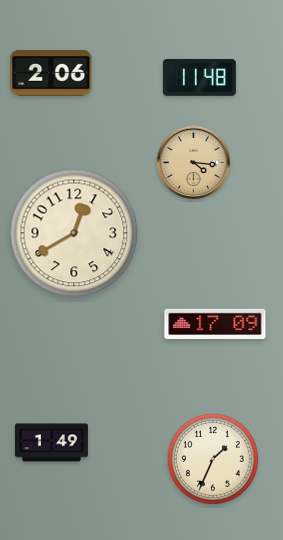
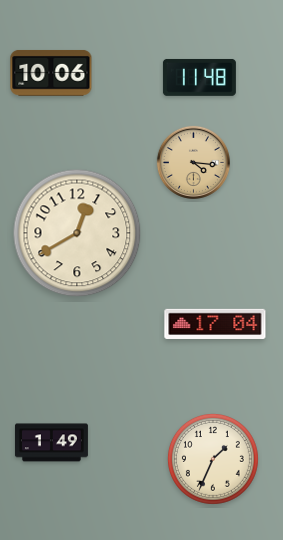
clock at (51, 73): 2:06 -> 10:06
clock at (74, 233) position: (74, 233) -> (77, 233)
clock at (215, 323): 17:09 -> 17:04
